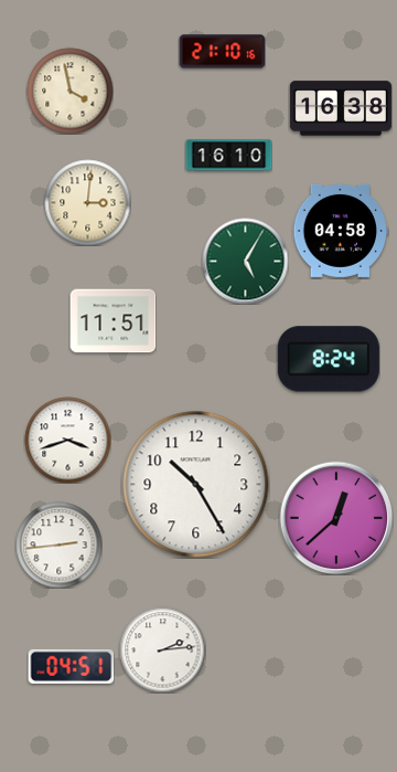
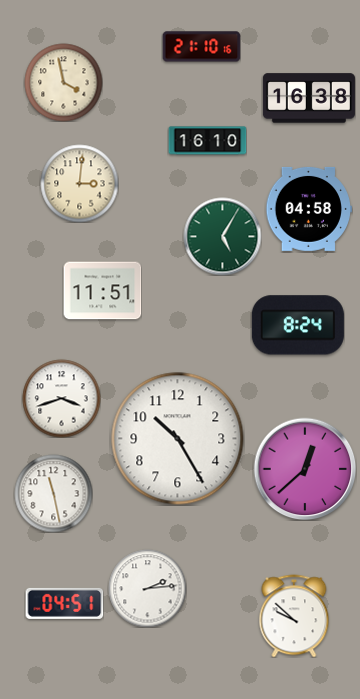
clock at (58, 544): 2:44 -> 11:28
clock at (294, 616): none -> 9:52
